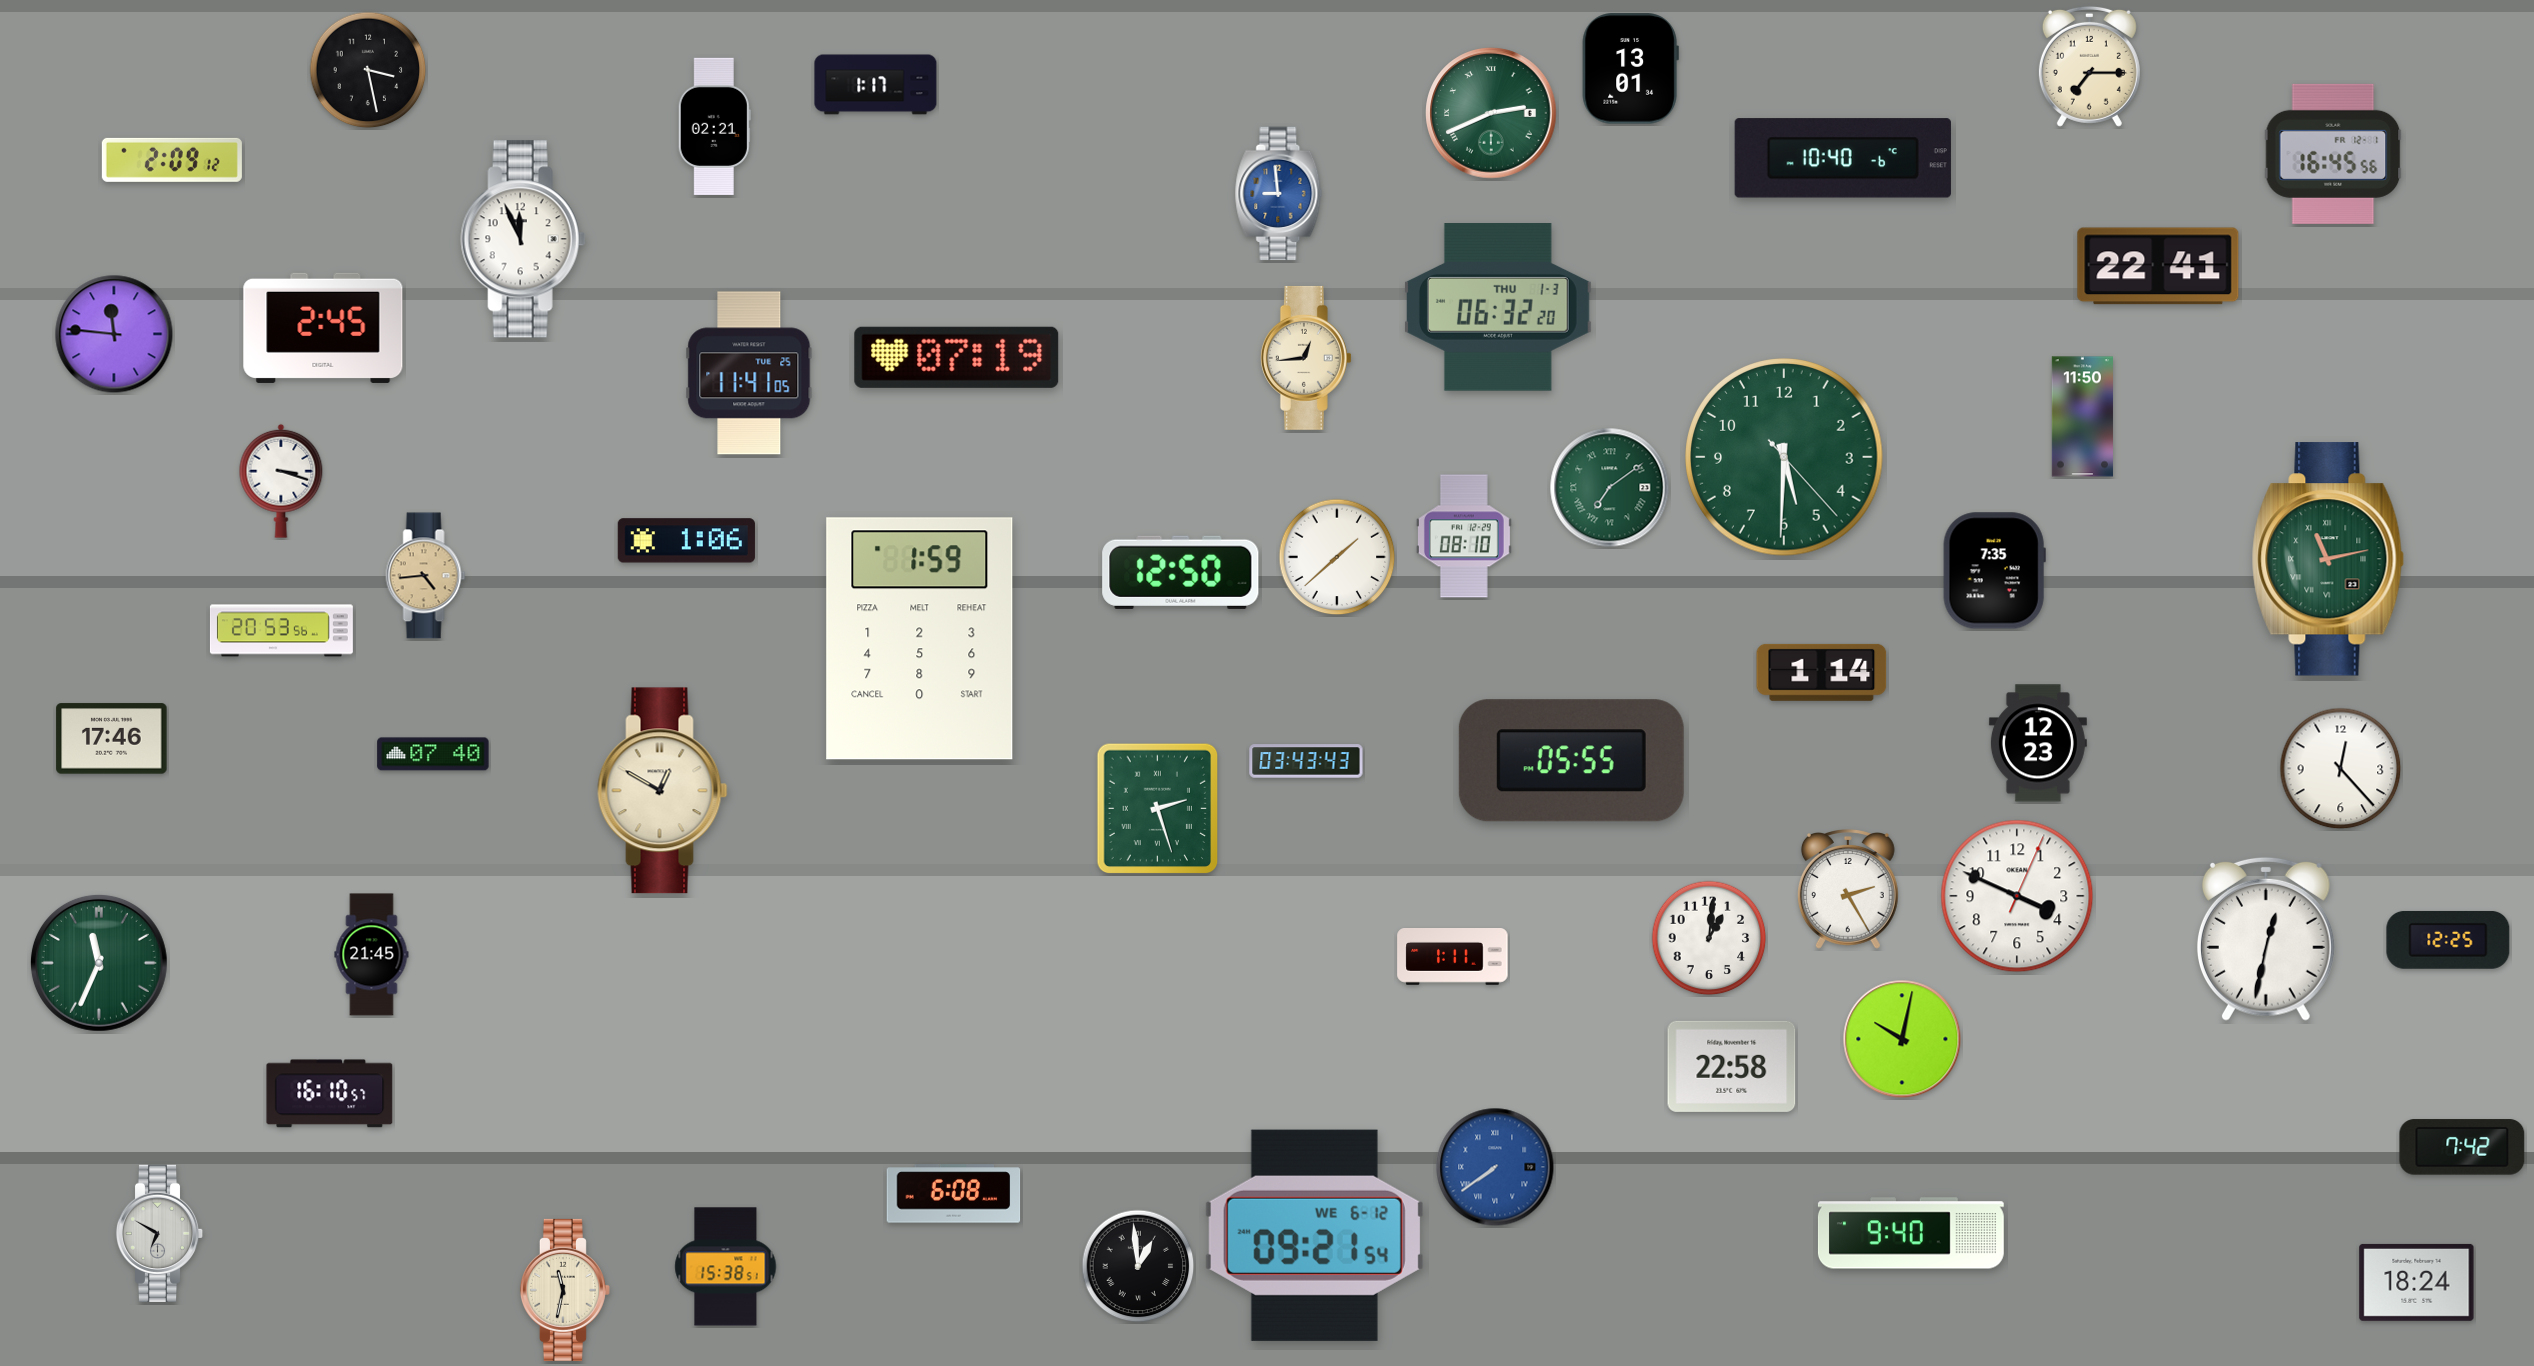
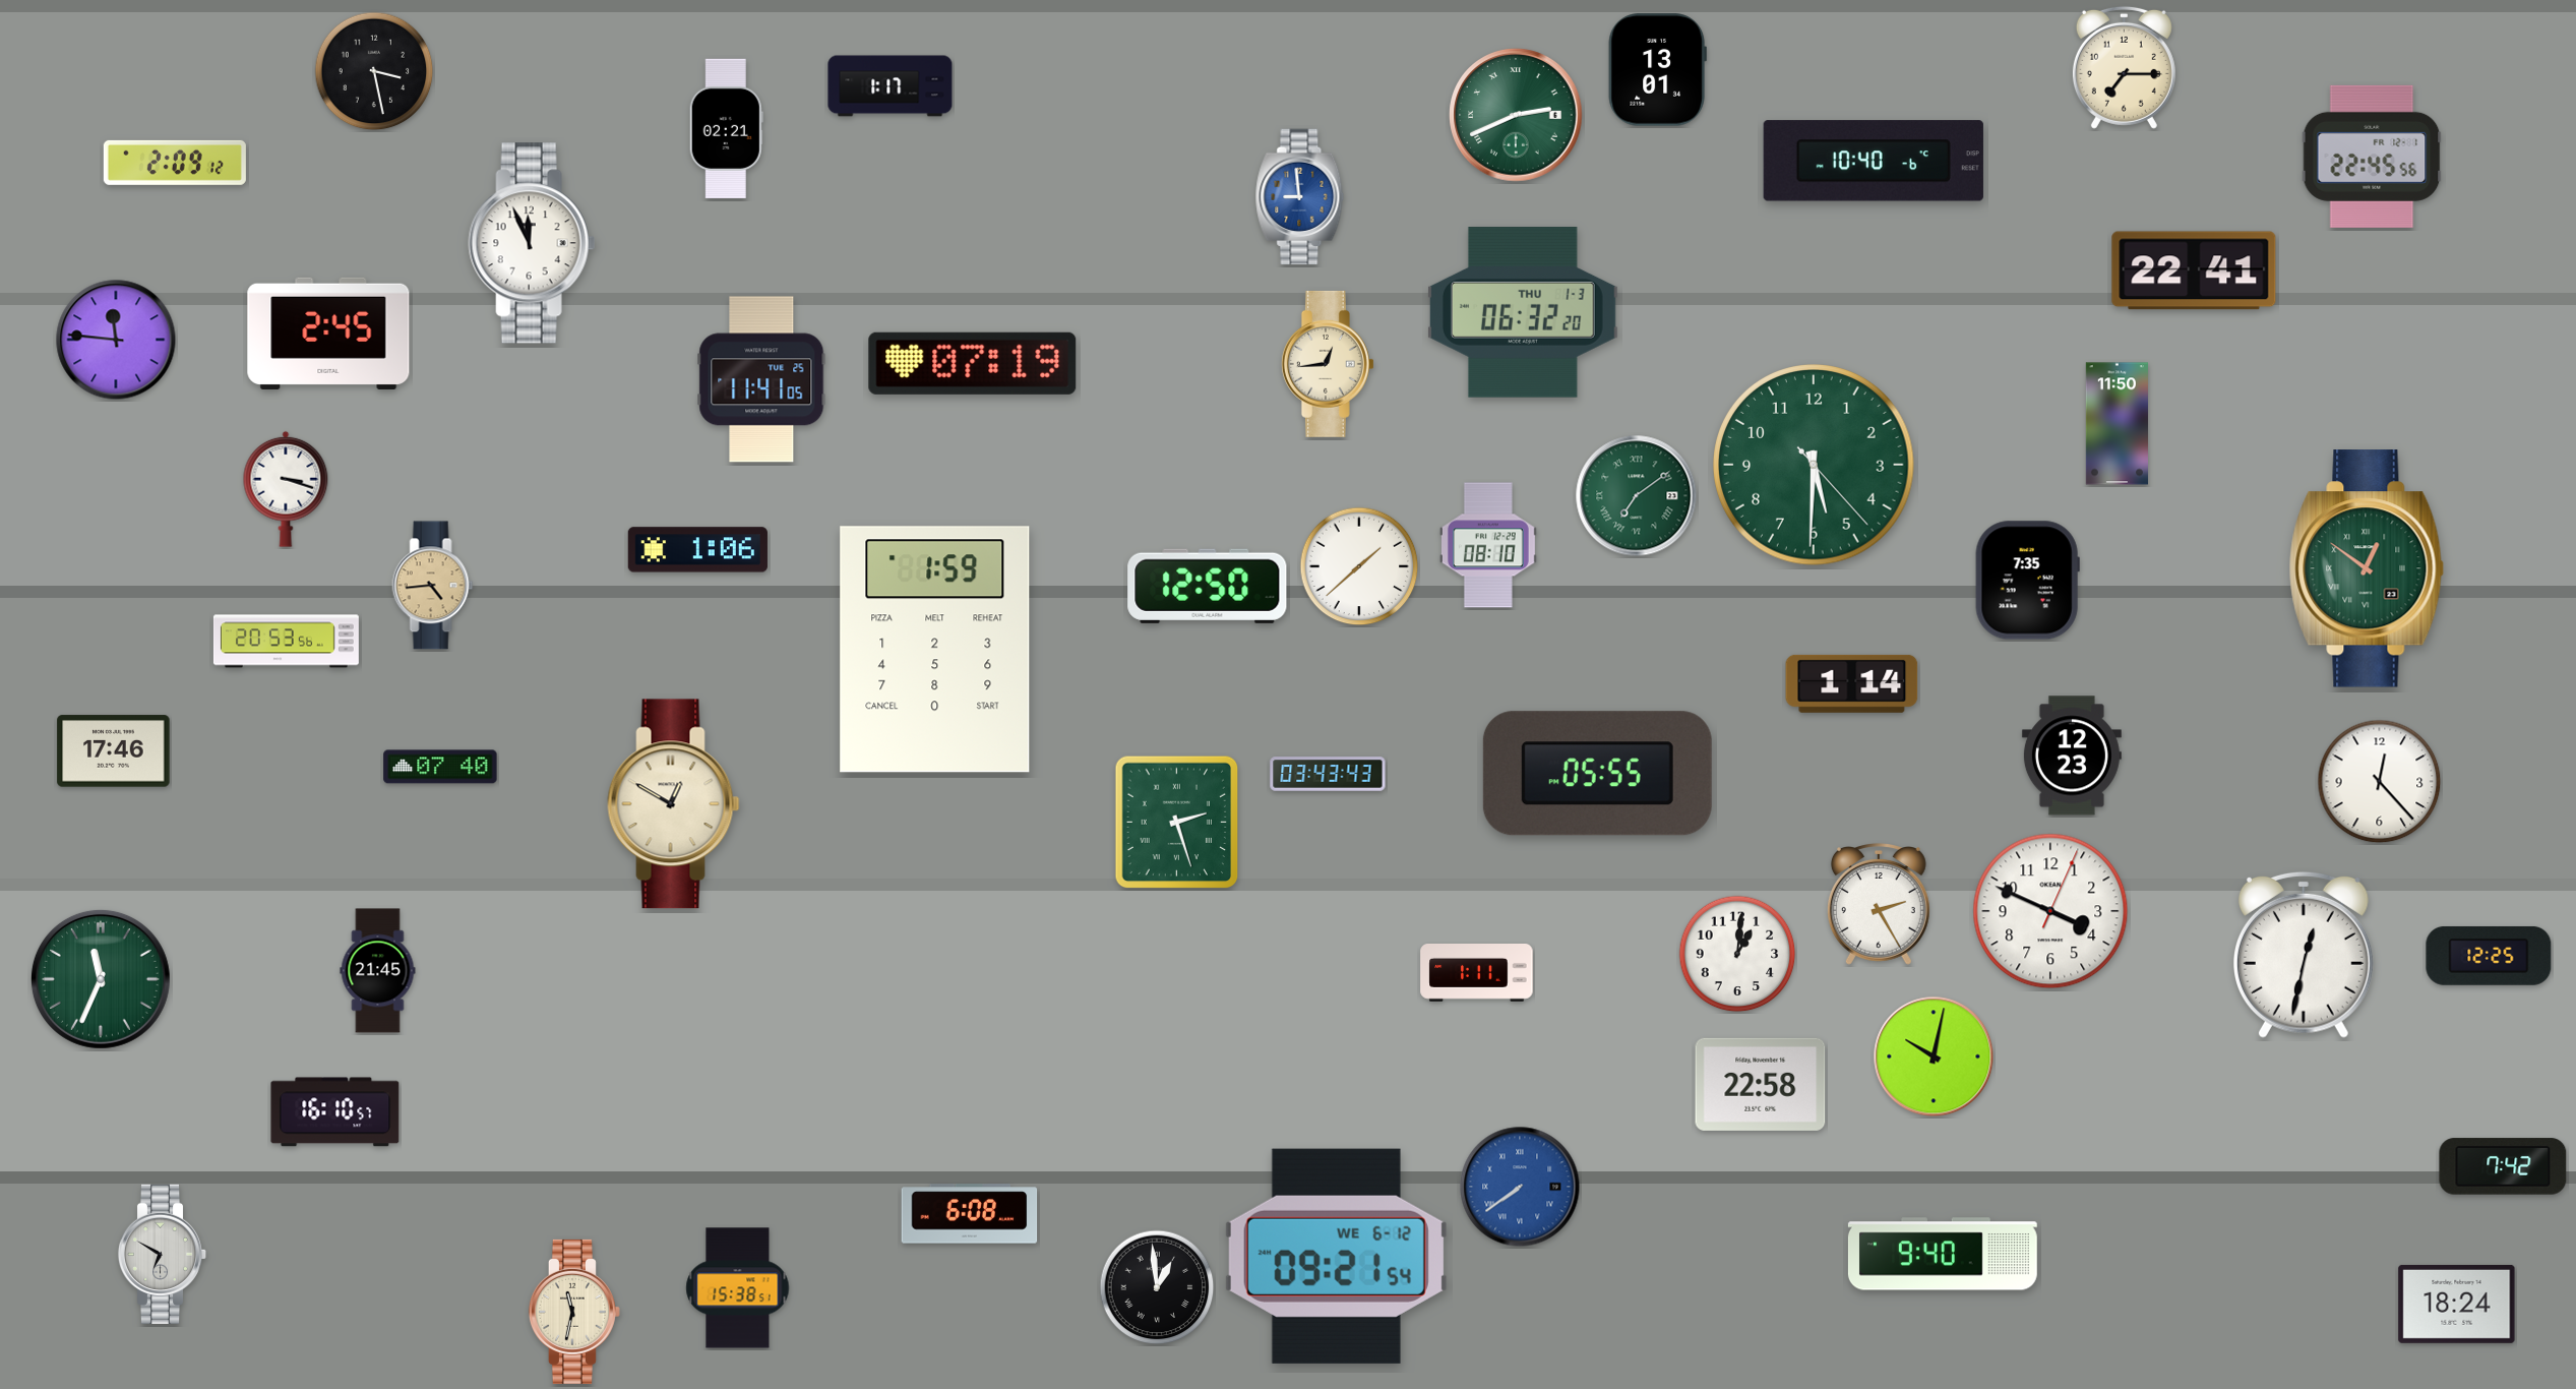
clock at (2333, 154): 16:45 -> 22:45
clock at (2328, 559): 11:13 -> 12:51
clock at (1181, 572) position: (1181, 572) -> (1208, 586)
